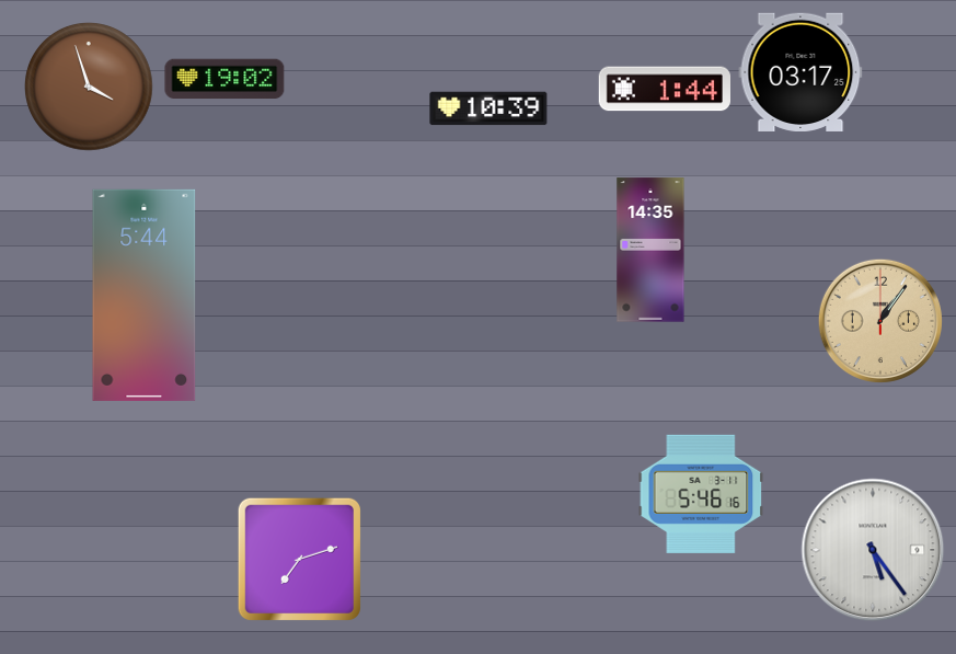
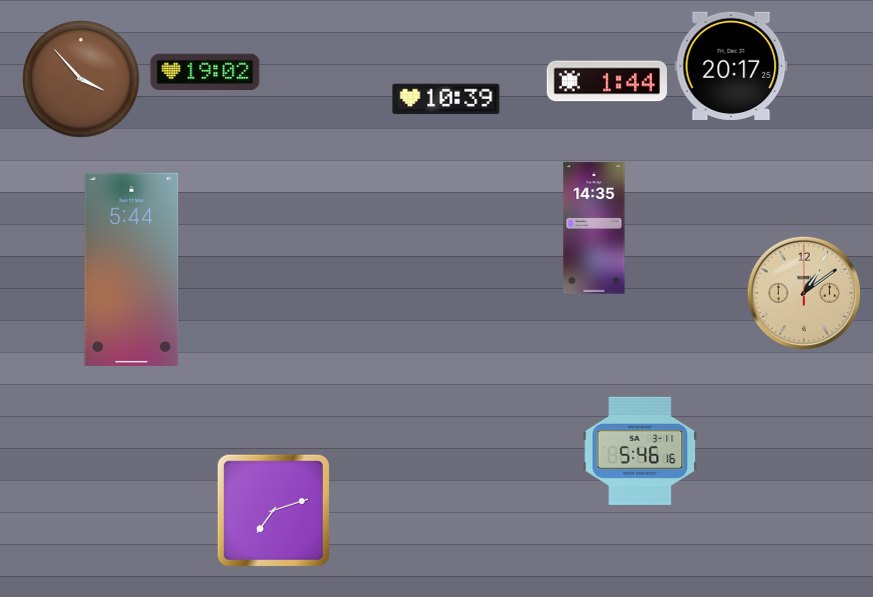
clock at (800, 72): 03:17 -> 20:17
clock at (89, 87): 3:57 -> 3:53
clock at (880, 321): 1:06 -> 1:09
clock at (873, 550): 5:24 -> none
